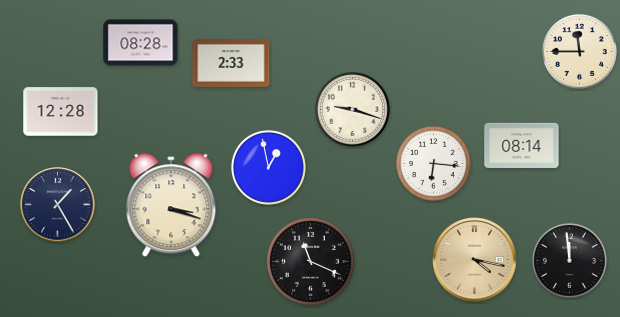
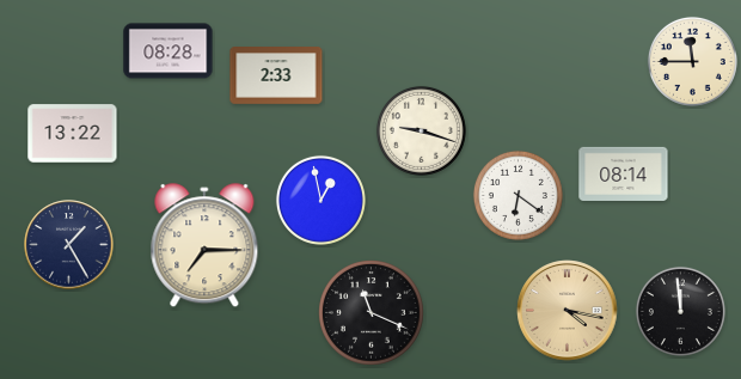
clock at (61, 112): 12:28 -> 13:22
clock at (433, 163): 6:16 -> 6:21
clock at (171, 206): 3:18 -> 7:15
